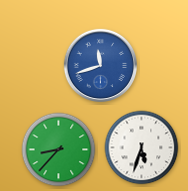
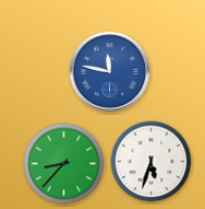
clock at (100, 65): 11:42 -> 11:47
clock at (142, 148) position: (142, 148) -> (152, 162)
